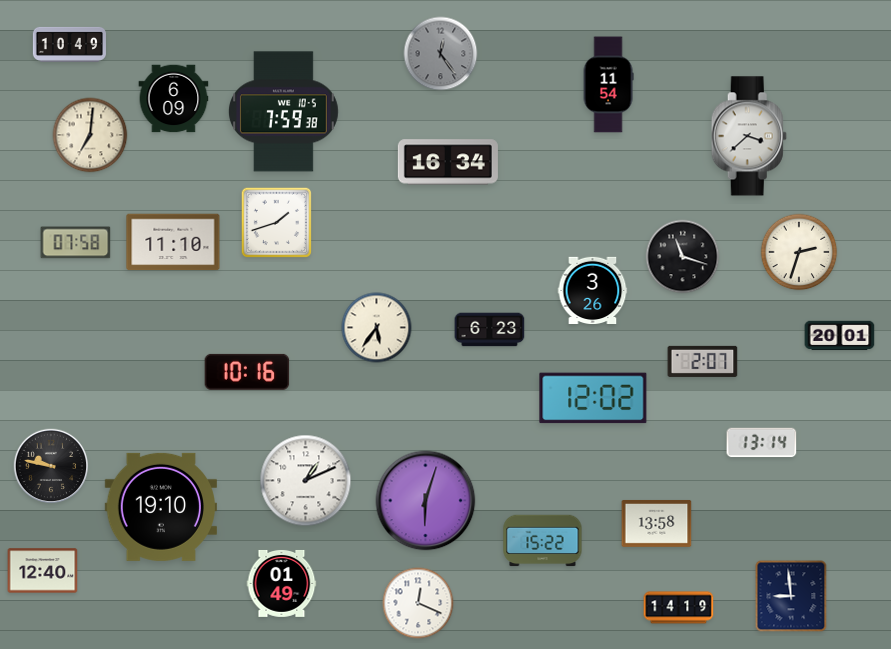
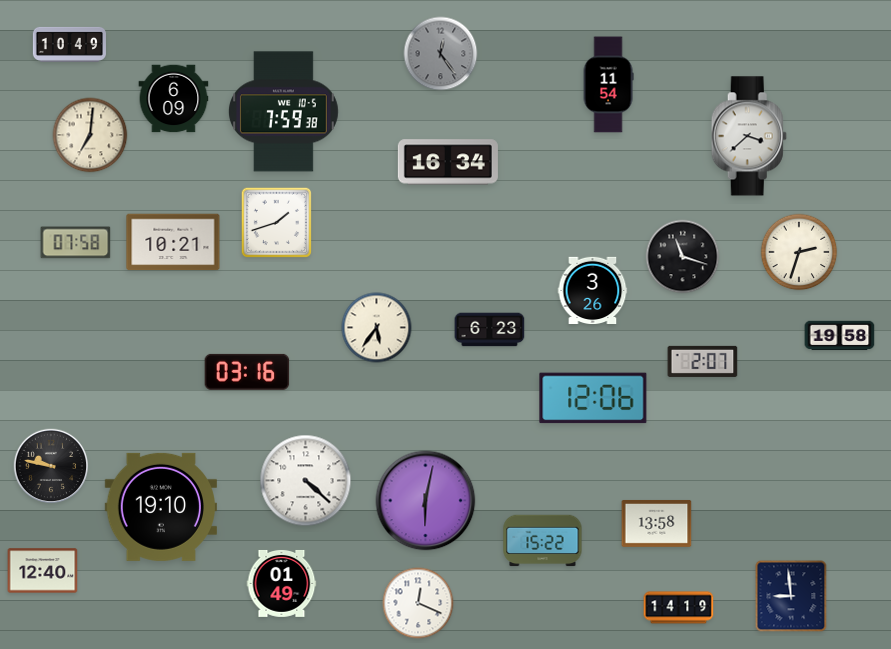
clock at (173, 242): 11:10 -> 10:21
clock at (840, 336): 20:01 -> 19:58
clock at (247, 372): 10:16 -> 03:16
clock at (593, 398): 12:02 -> 12:06
clock at (762, 443): 13:14 -> none
clock at (306, 481): 1:11 -> 4:22
clock at (426, 501): 6:03 -> 6:02
